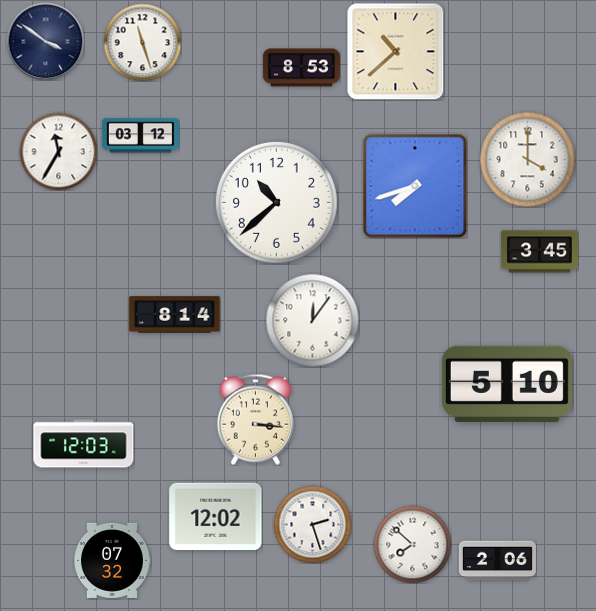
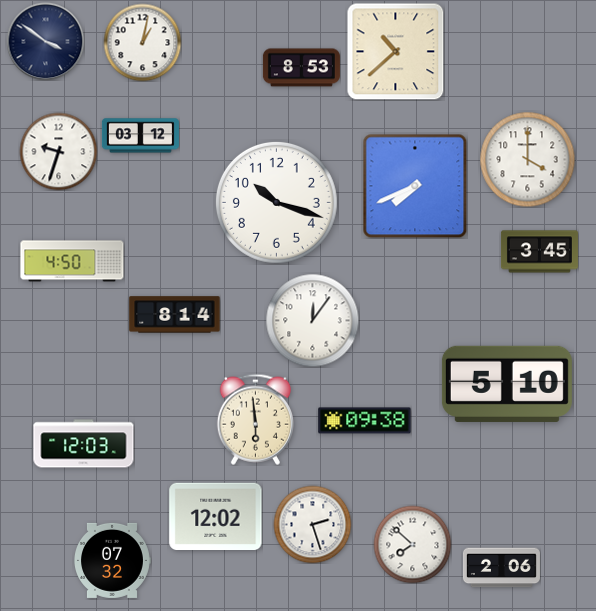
clock at (142, 42): 11:27 -> 1:02
clock at (58, 151): 11:35 -> 9:33
clock at (415, 186): 7:42 -> 7:41
clock at (276, 202): 10:38 -> 10:18
clock at (72, 261): none -> 4:50
clock at (255, 419): 3:16 -> 5:59
clock at (365, 421): none -> 09:38
clock at (497, 561) position: (497, 561) -> (501, 568)
